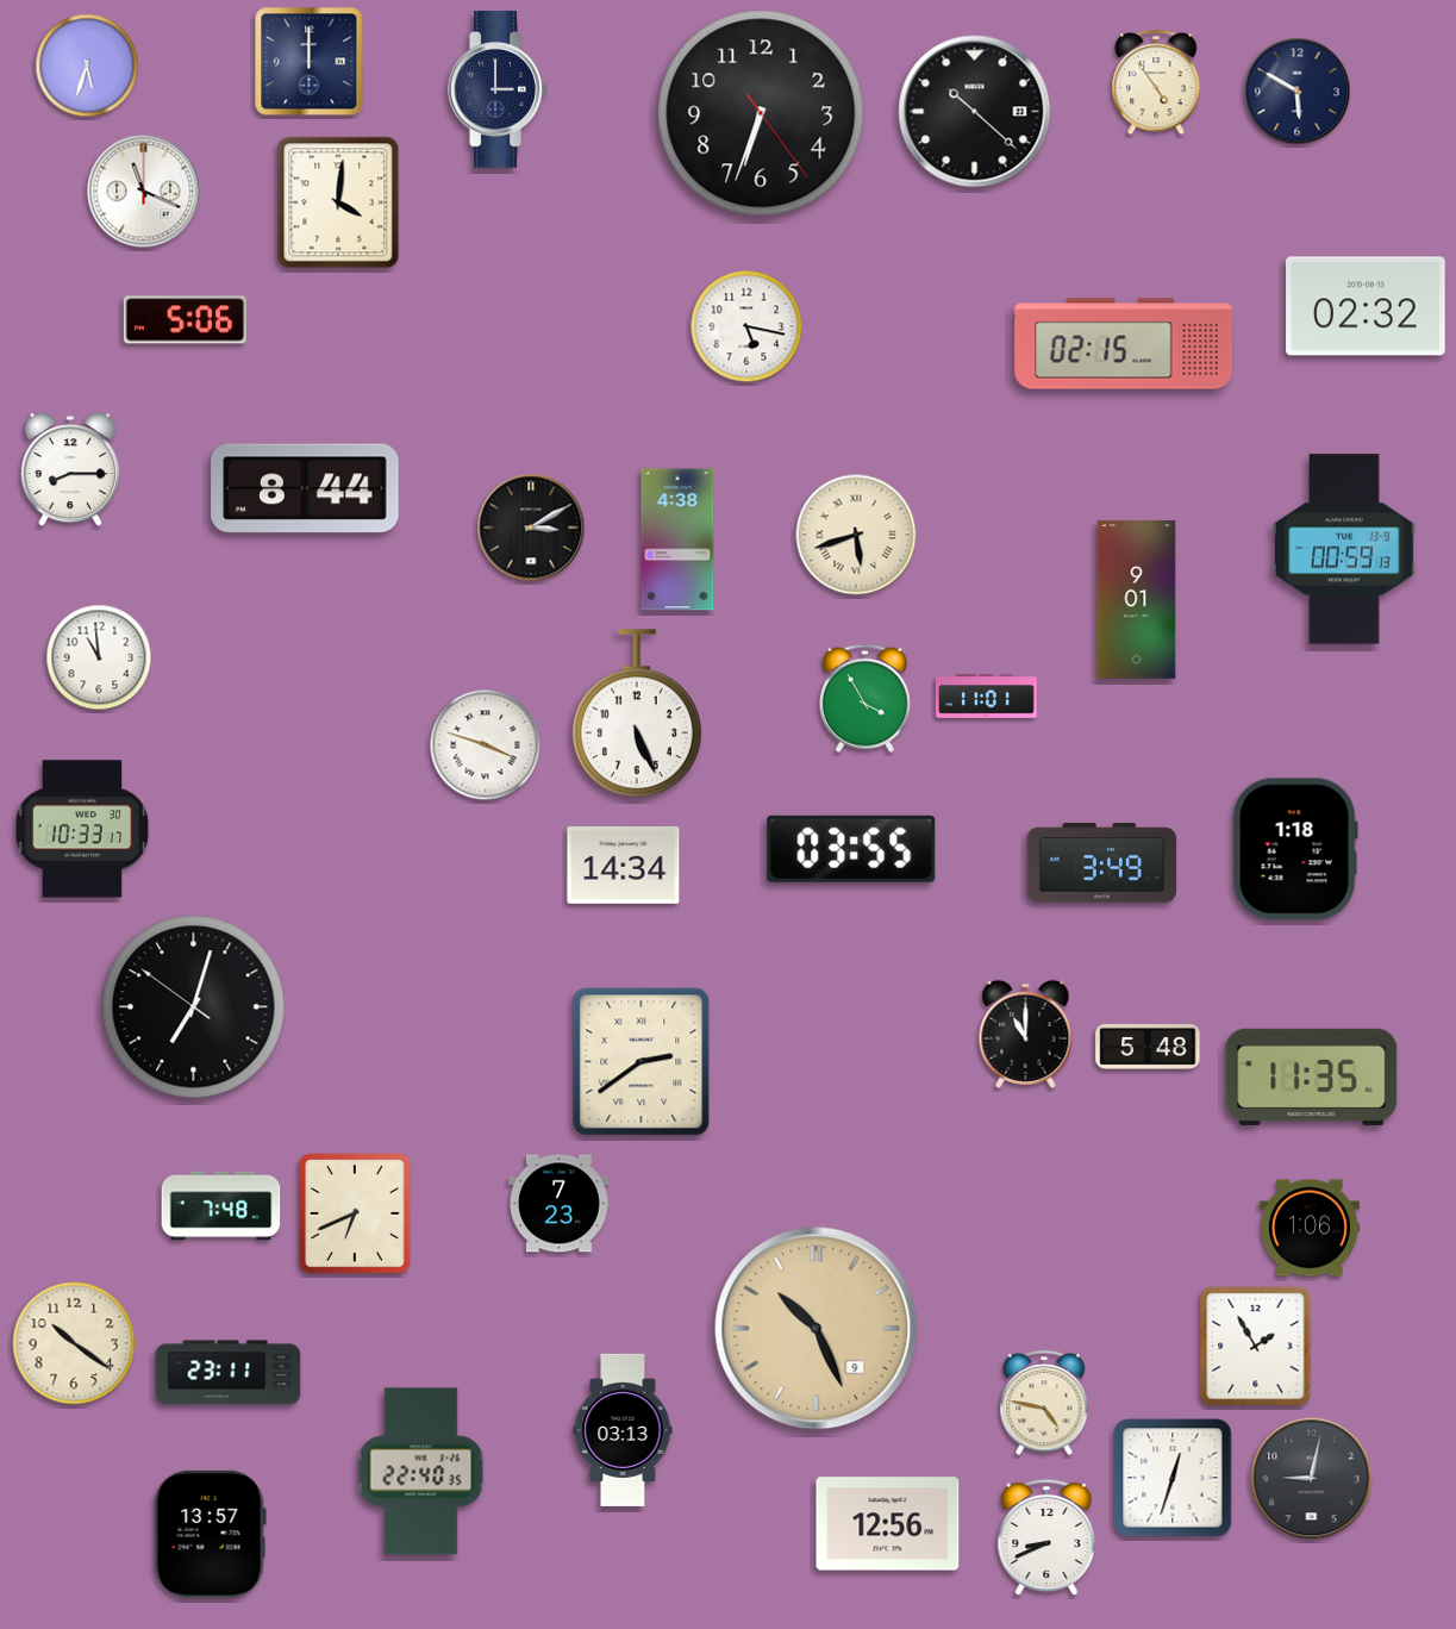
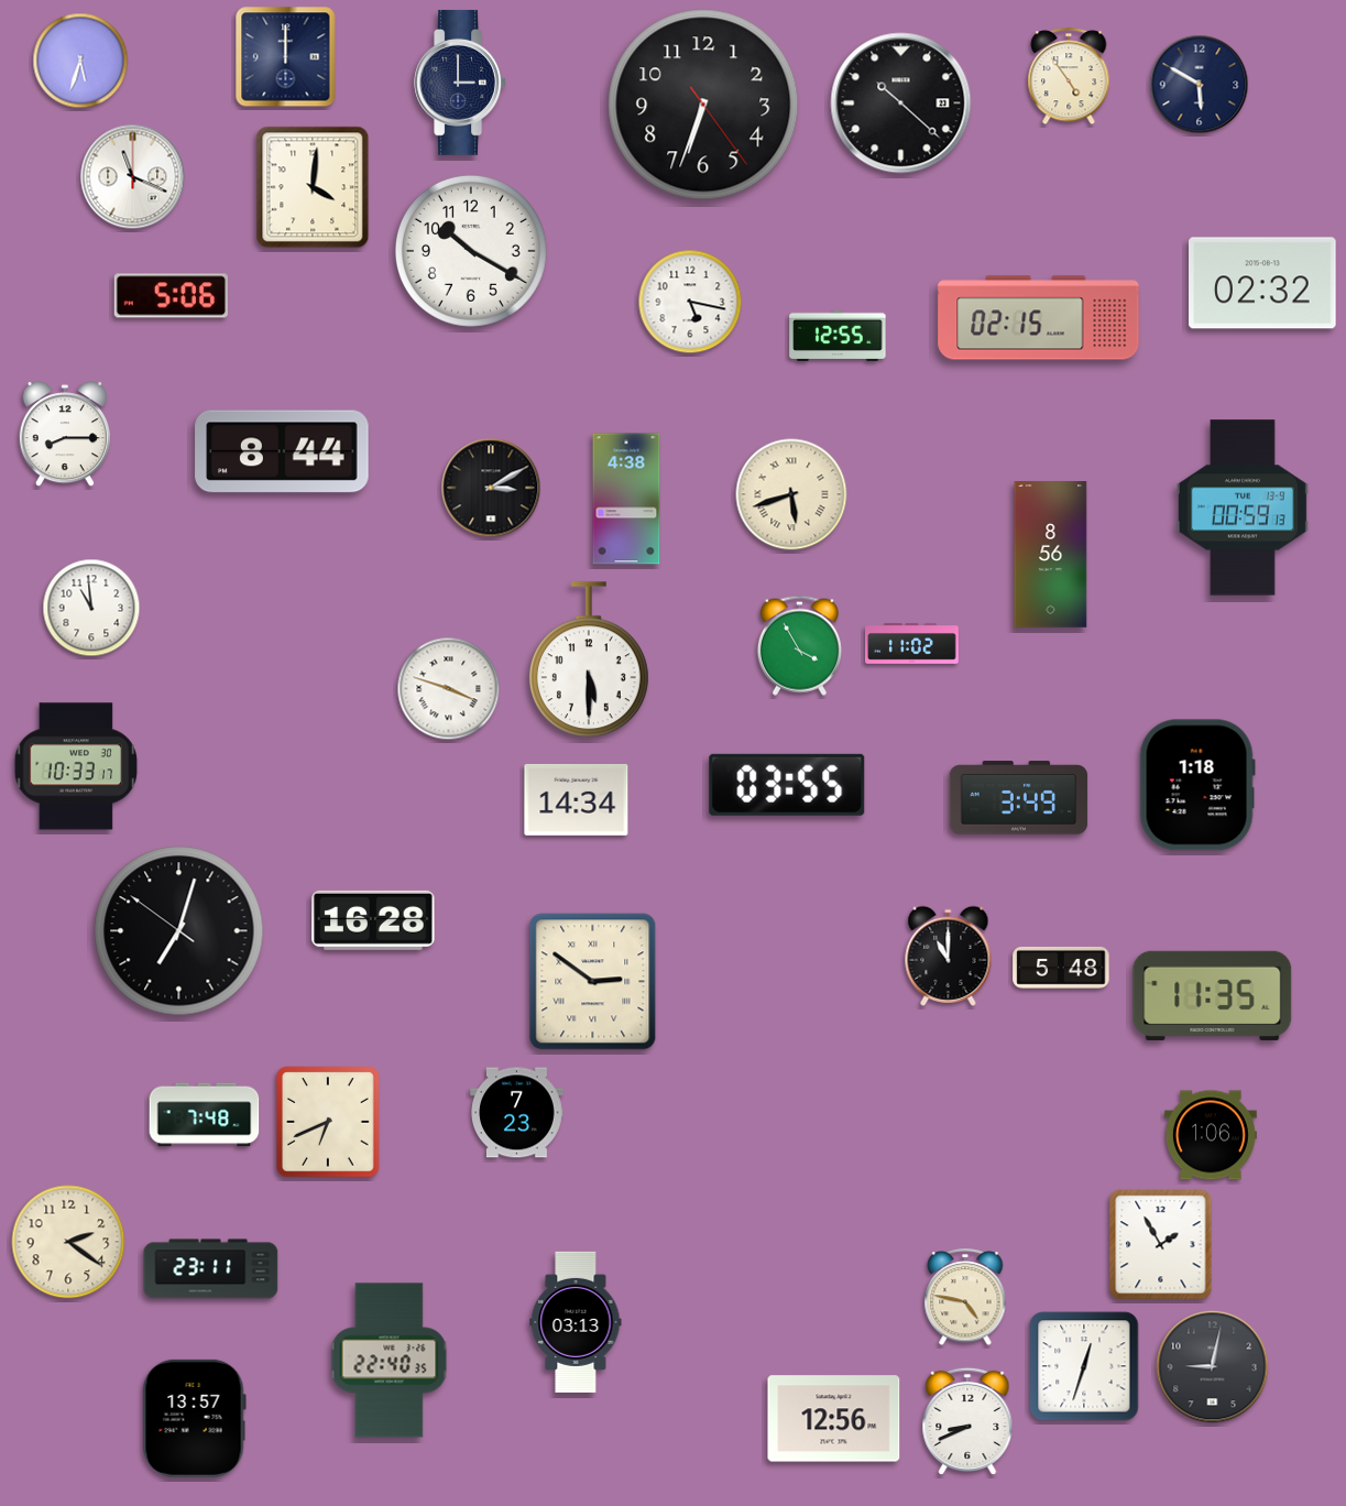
clock at (471, 251): none -> 10:20
clock at (838, 336): none -> 12:55
clock at (1137, 600): 9:01 -> 8:56
clock at (987, 697): 11:01 -> 11:02
clock at (637, 714): 5:26 -> 5:30
clock at (373, 920): none -> 16:28
clock at (642, 1062): 2:39 -> 2:51
clock at (817, 1329): 10:26 -> none
clock at (74, 1343): 10:21 -> 2:21
clock at (888, 1524) position: (888, 1524) -> (834, 1419)
